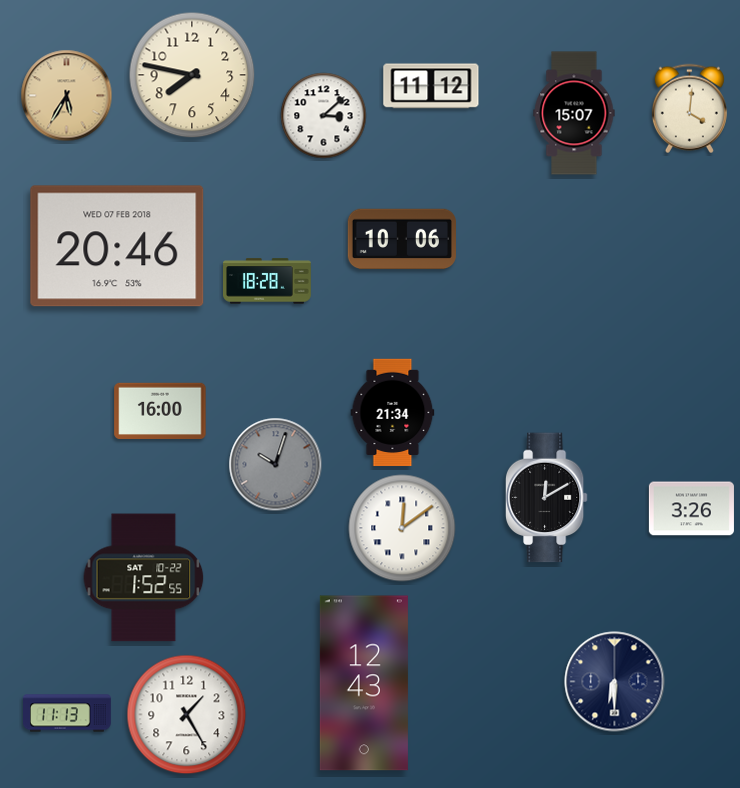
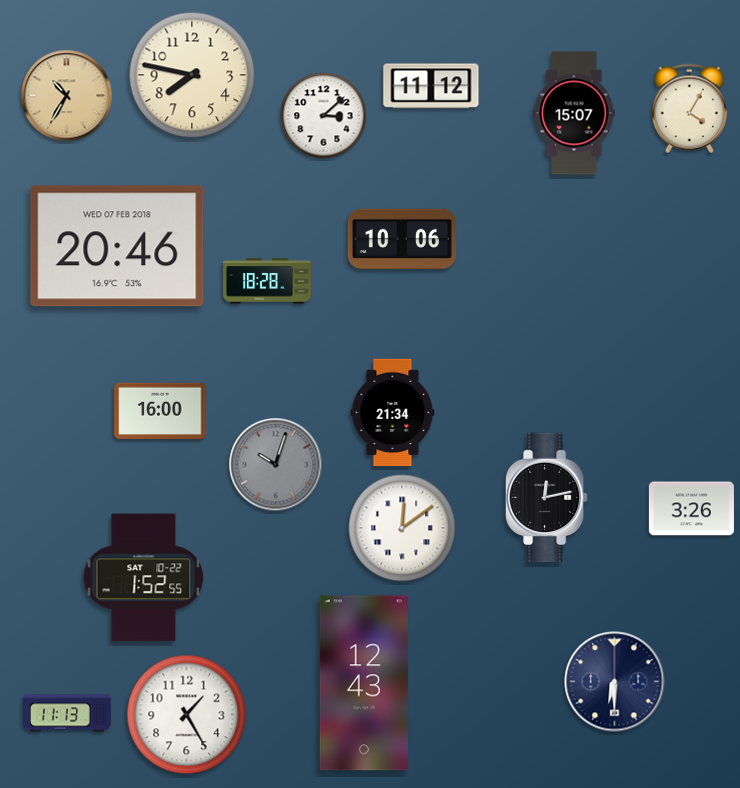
clock at (67, 96): 5:35 -> 10:35
clock at (689, 109): 4:01 -> 4:05
clock at (546, 498): 12:10 -> 12:13
